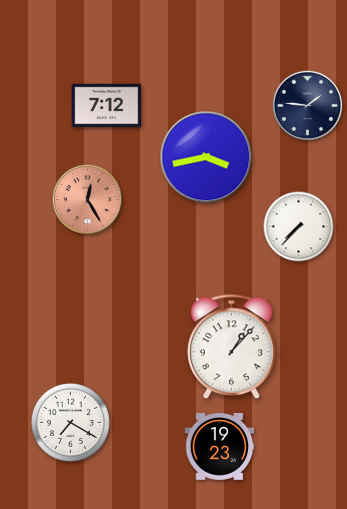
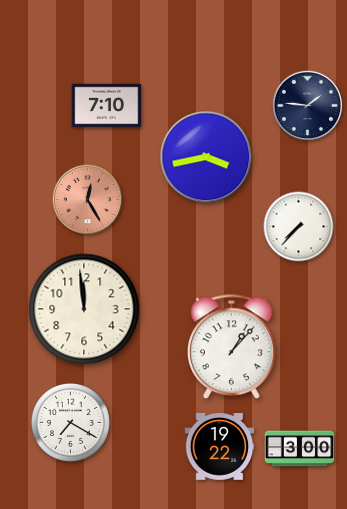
clock at (107, 106): 7:12 -> 7:10
clock at (84, 309): none -> 11:59
clock at (220, 447): 19:23 -> 19:22
clock at (300, 449): none -> 3:00
